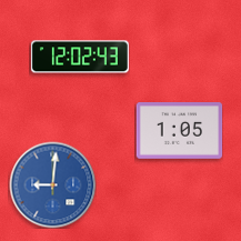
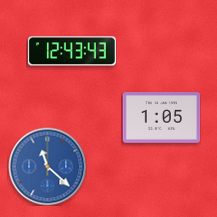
clock at (80, 57): 12:02 -> 12:43
clock at (52, 184): 9:01 -> 11:22
